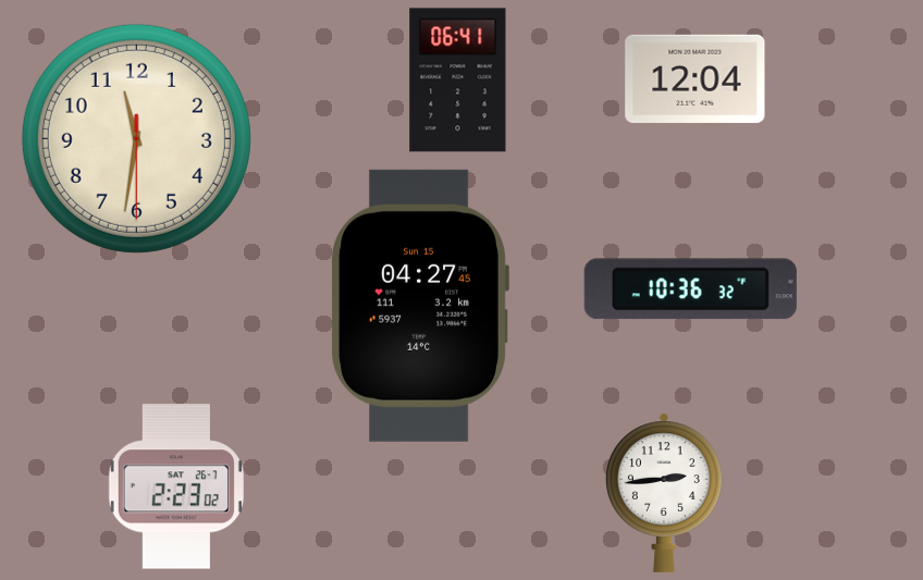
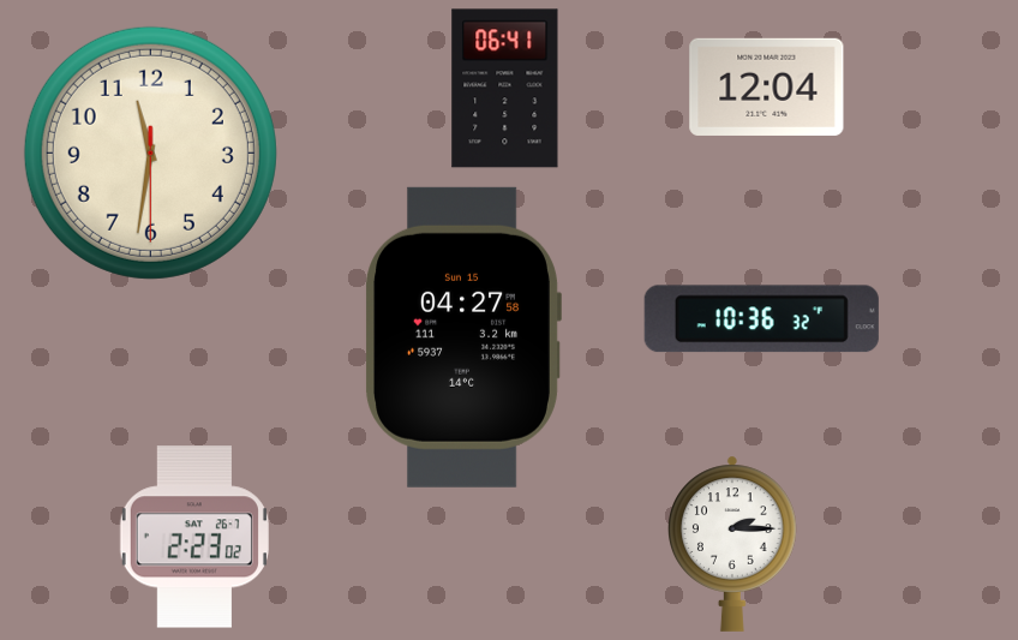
clock at (420, 306): 04:27:45 -> 04:27:58
clock at (665, 493): 2:44 -> 2:15
